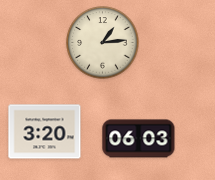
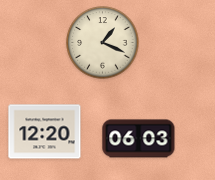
clock at (103, 43): 1:14 -> 1:19
clock at (45, 132): 3:20 -> 12:20
